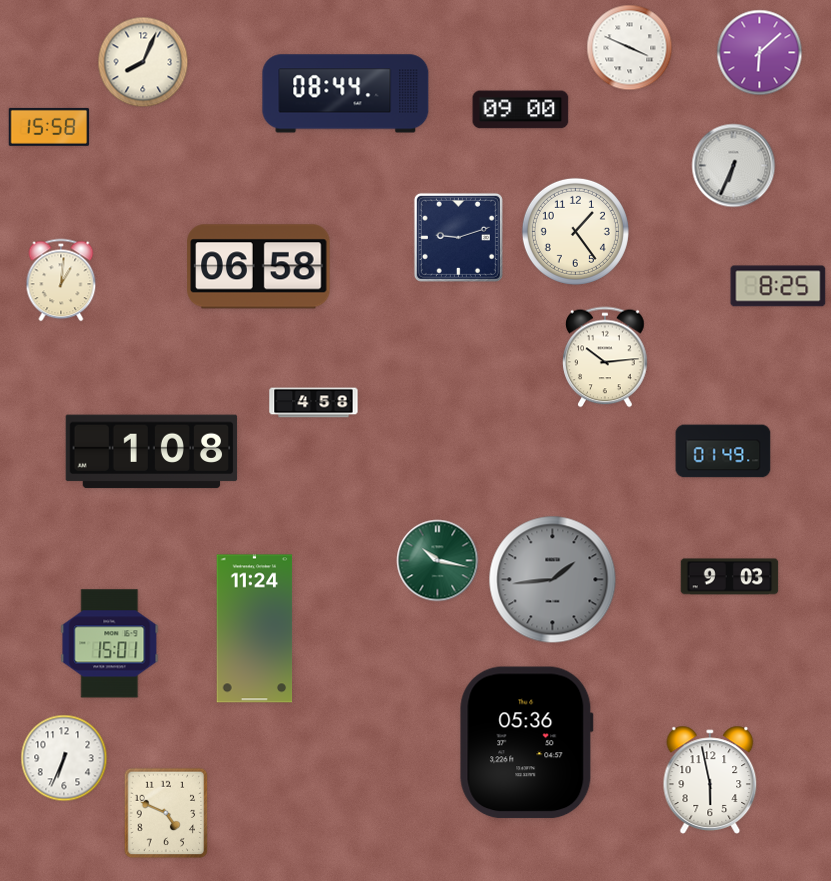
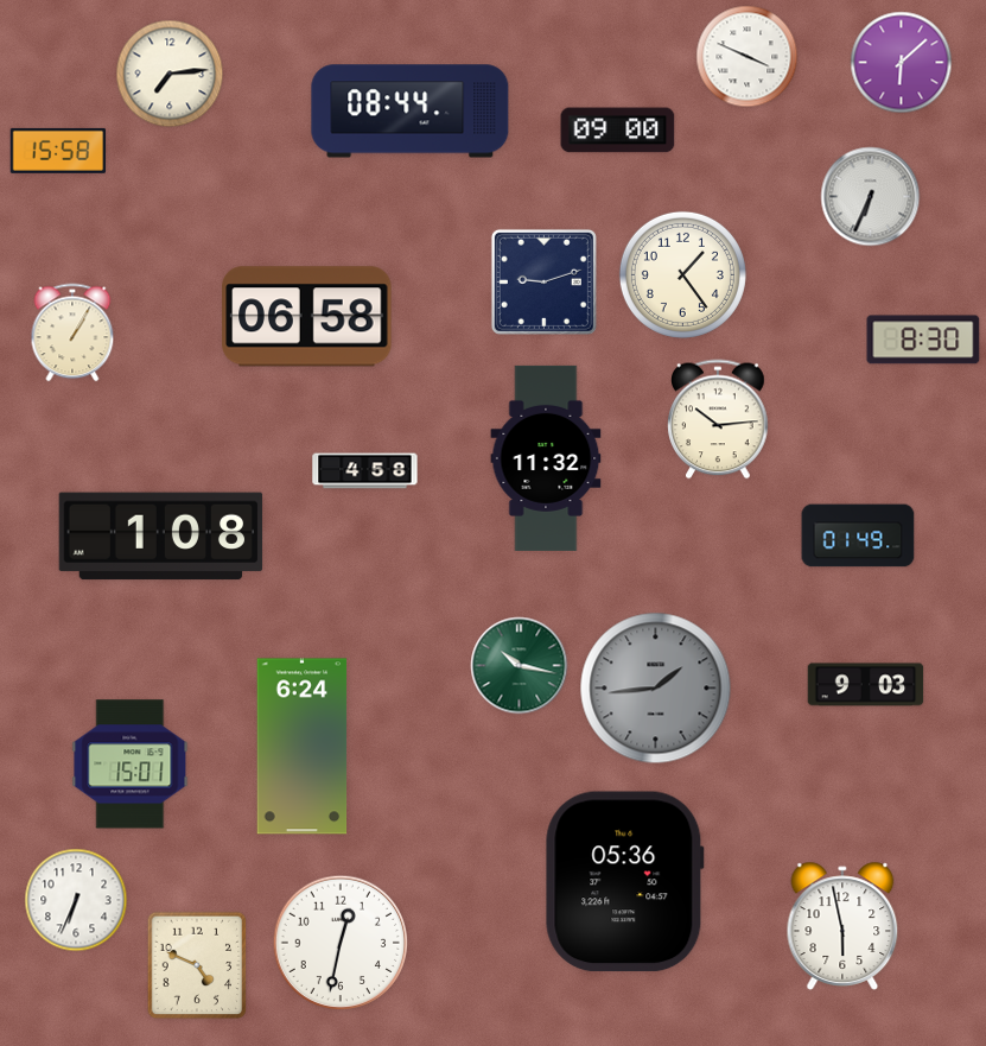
clock at (143, 62): 8:04 -> 7:14
clock at (61, 280): 1:01 -> 1:05
clock at (778, 286): 8:25 -> 8:30
clock at (605, 357) position: (605, 357) -> (718, 419)
clock at (546, 458): none -> 11:32
clock at (314, 403) position: (314, 403) -> (365, 471)
clock at (152, 452) position: (152, 452) -> (161, 537)
clock at (255, 629): 11:24 -> 6:24
clock at (341, 943): none -> 12:32
